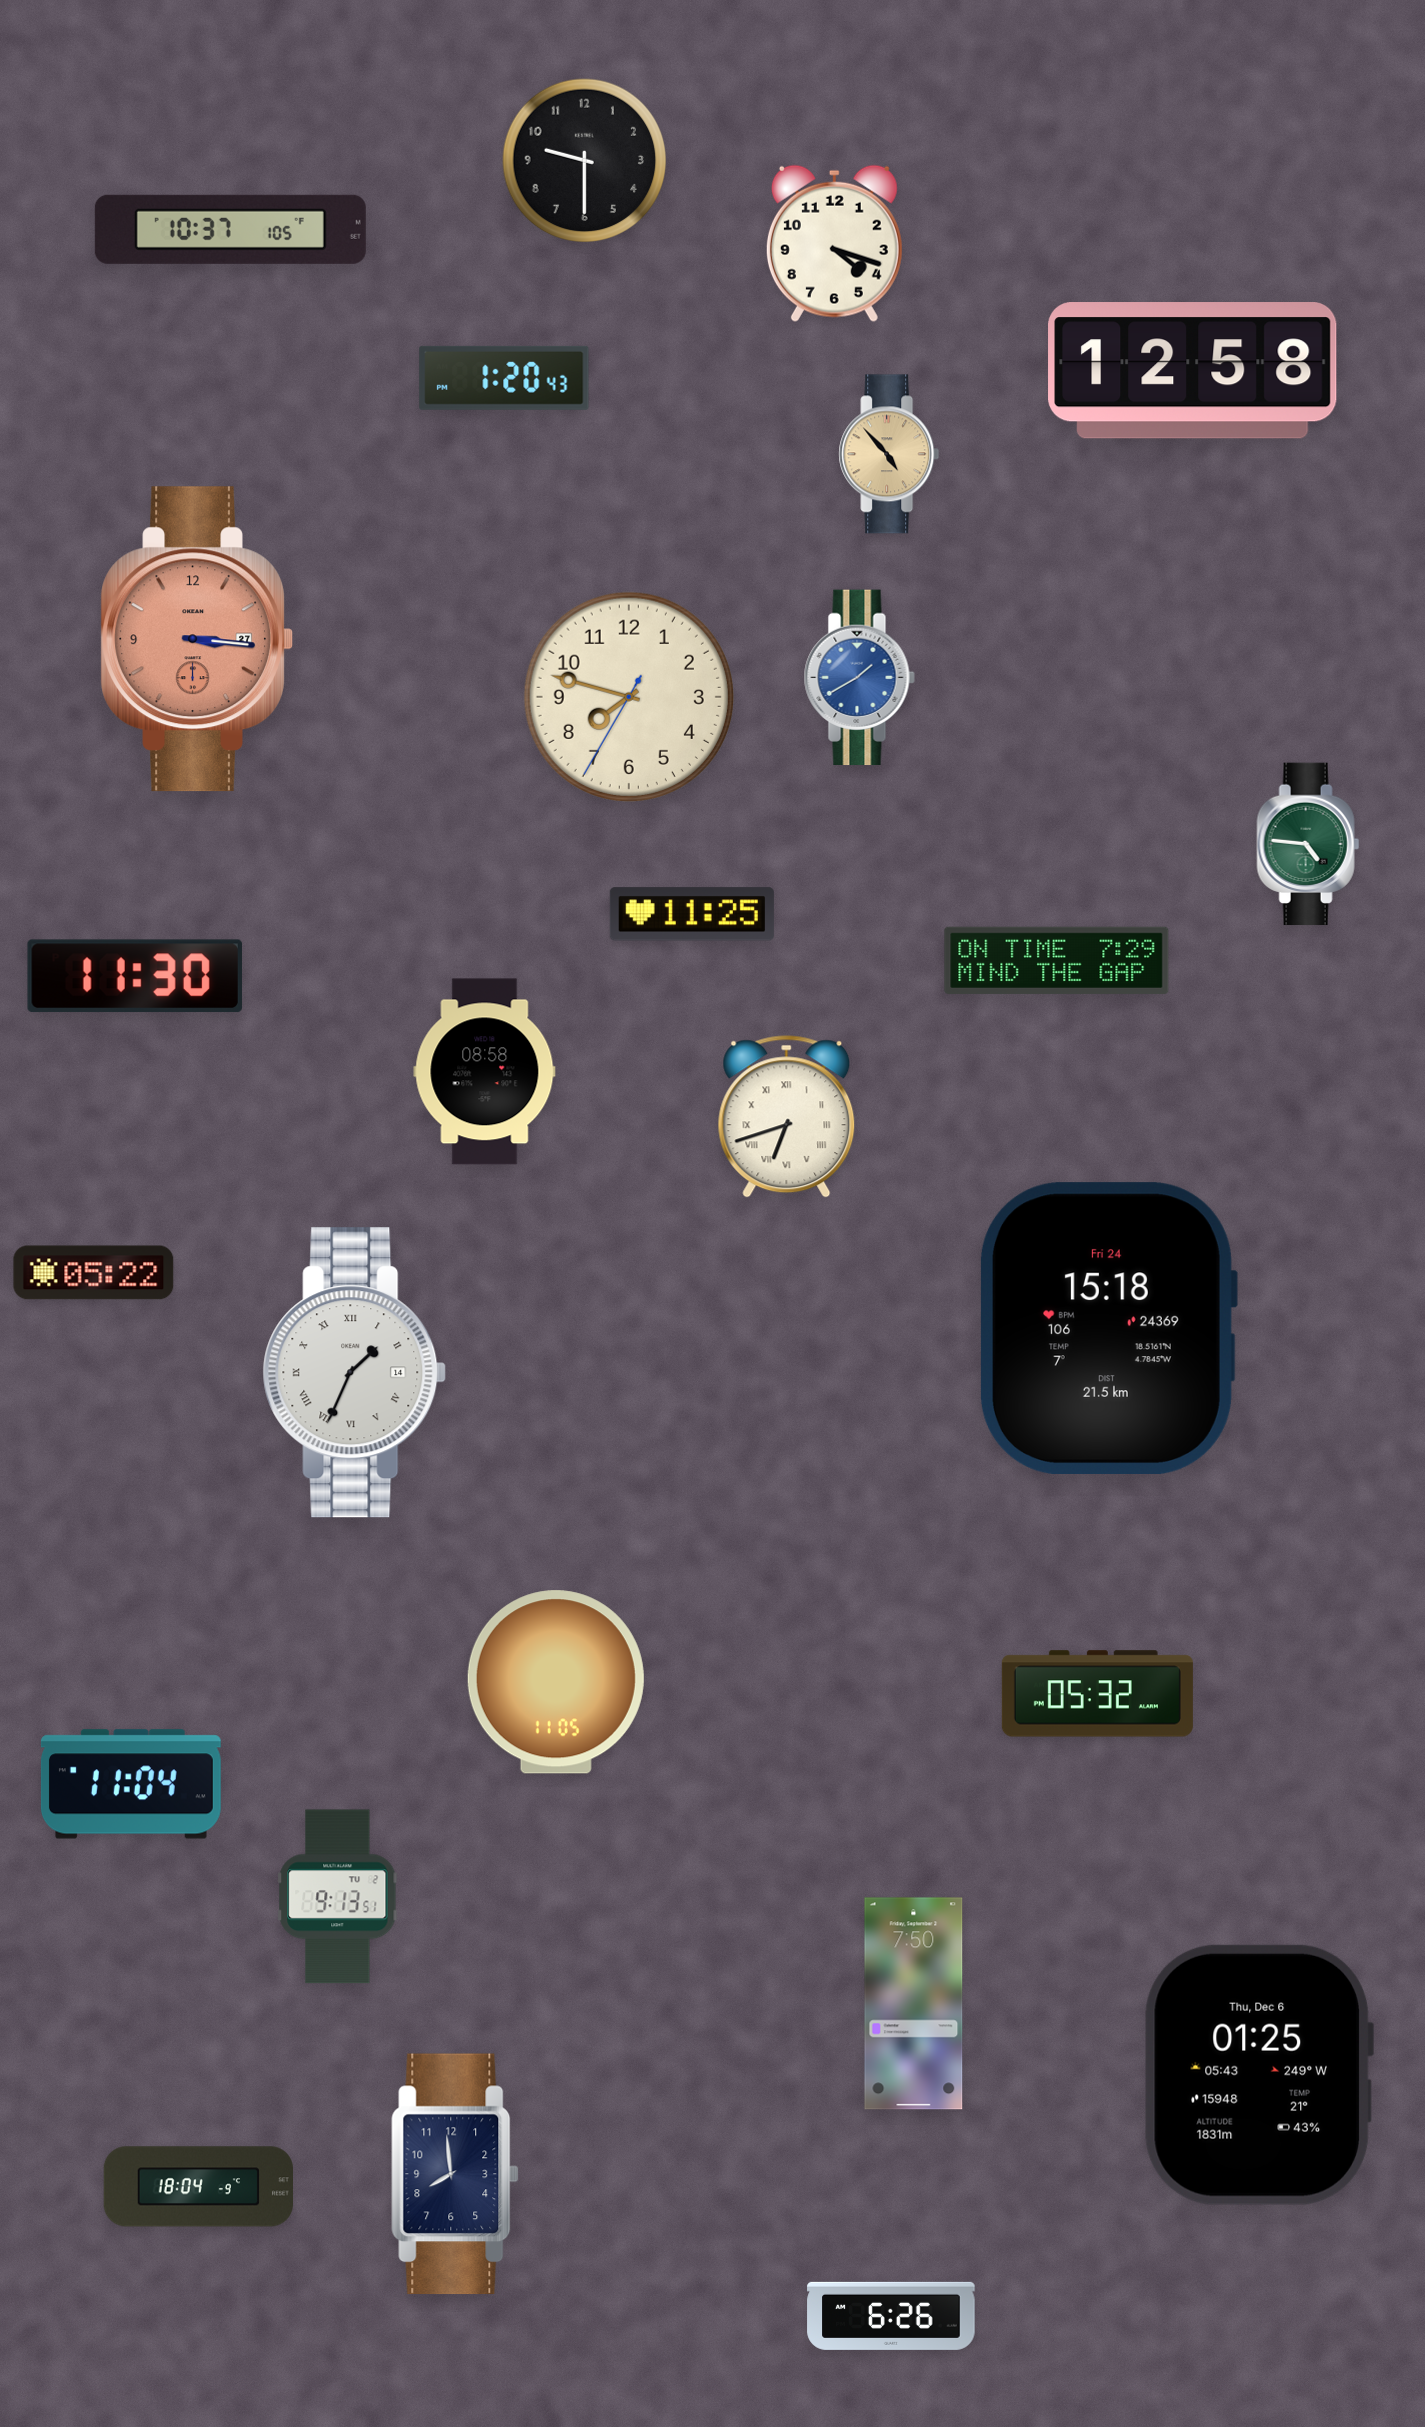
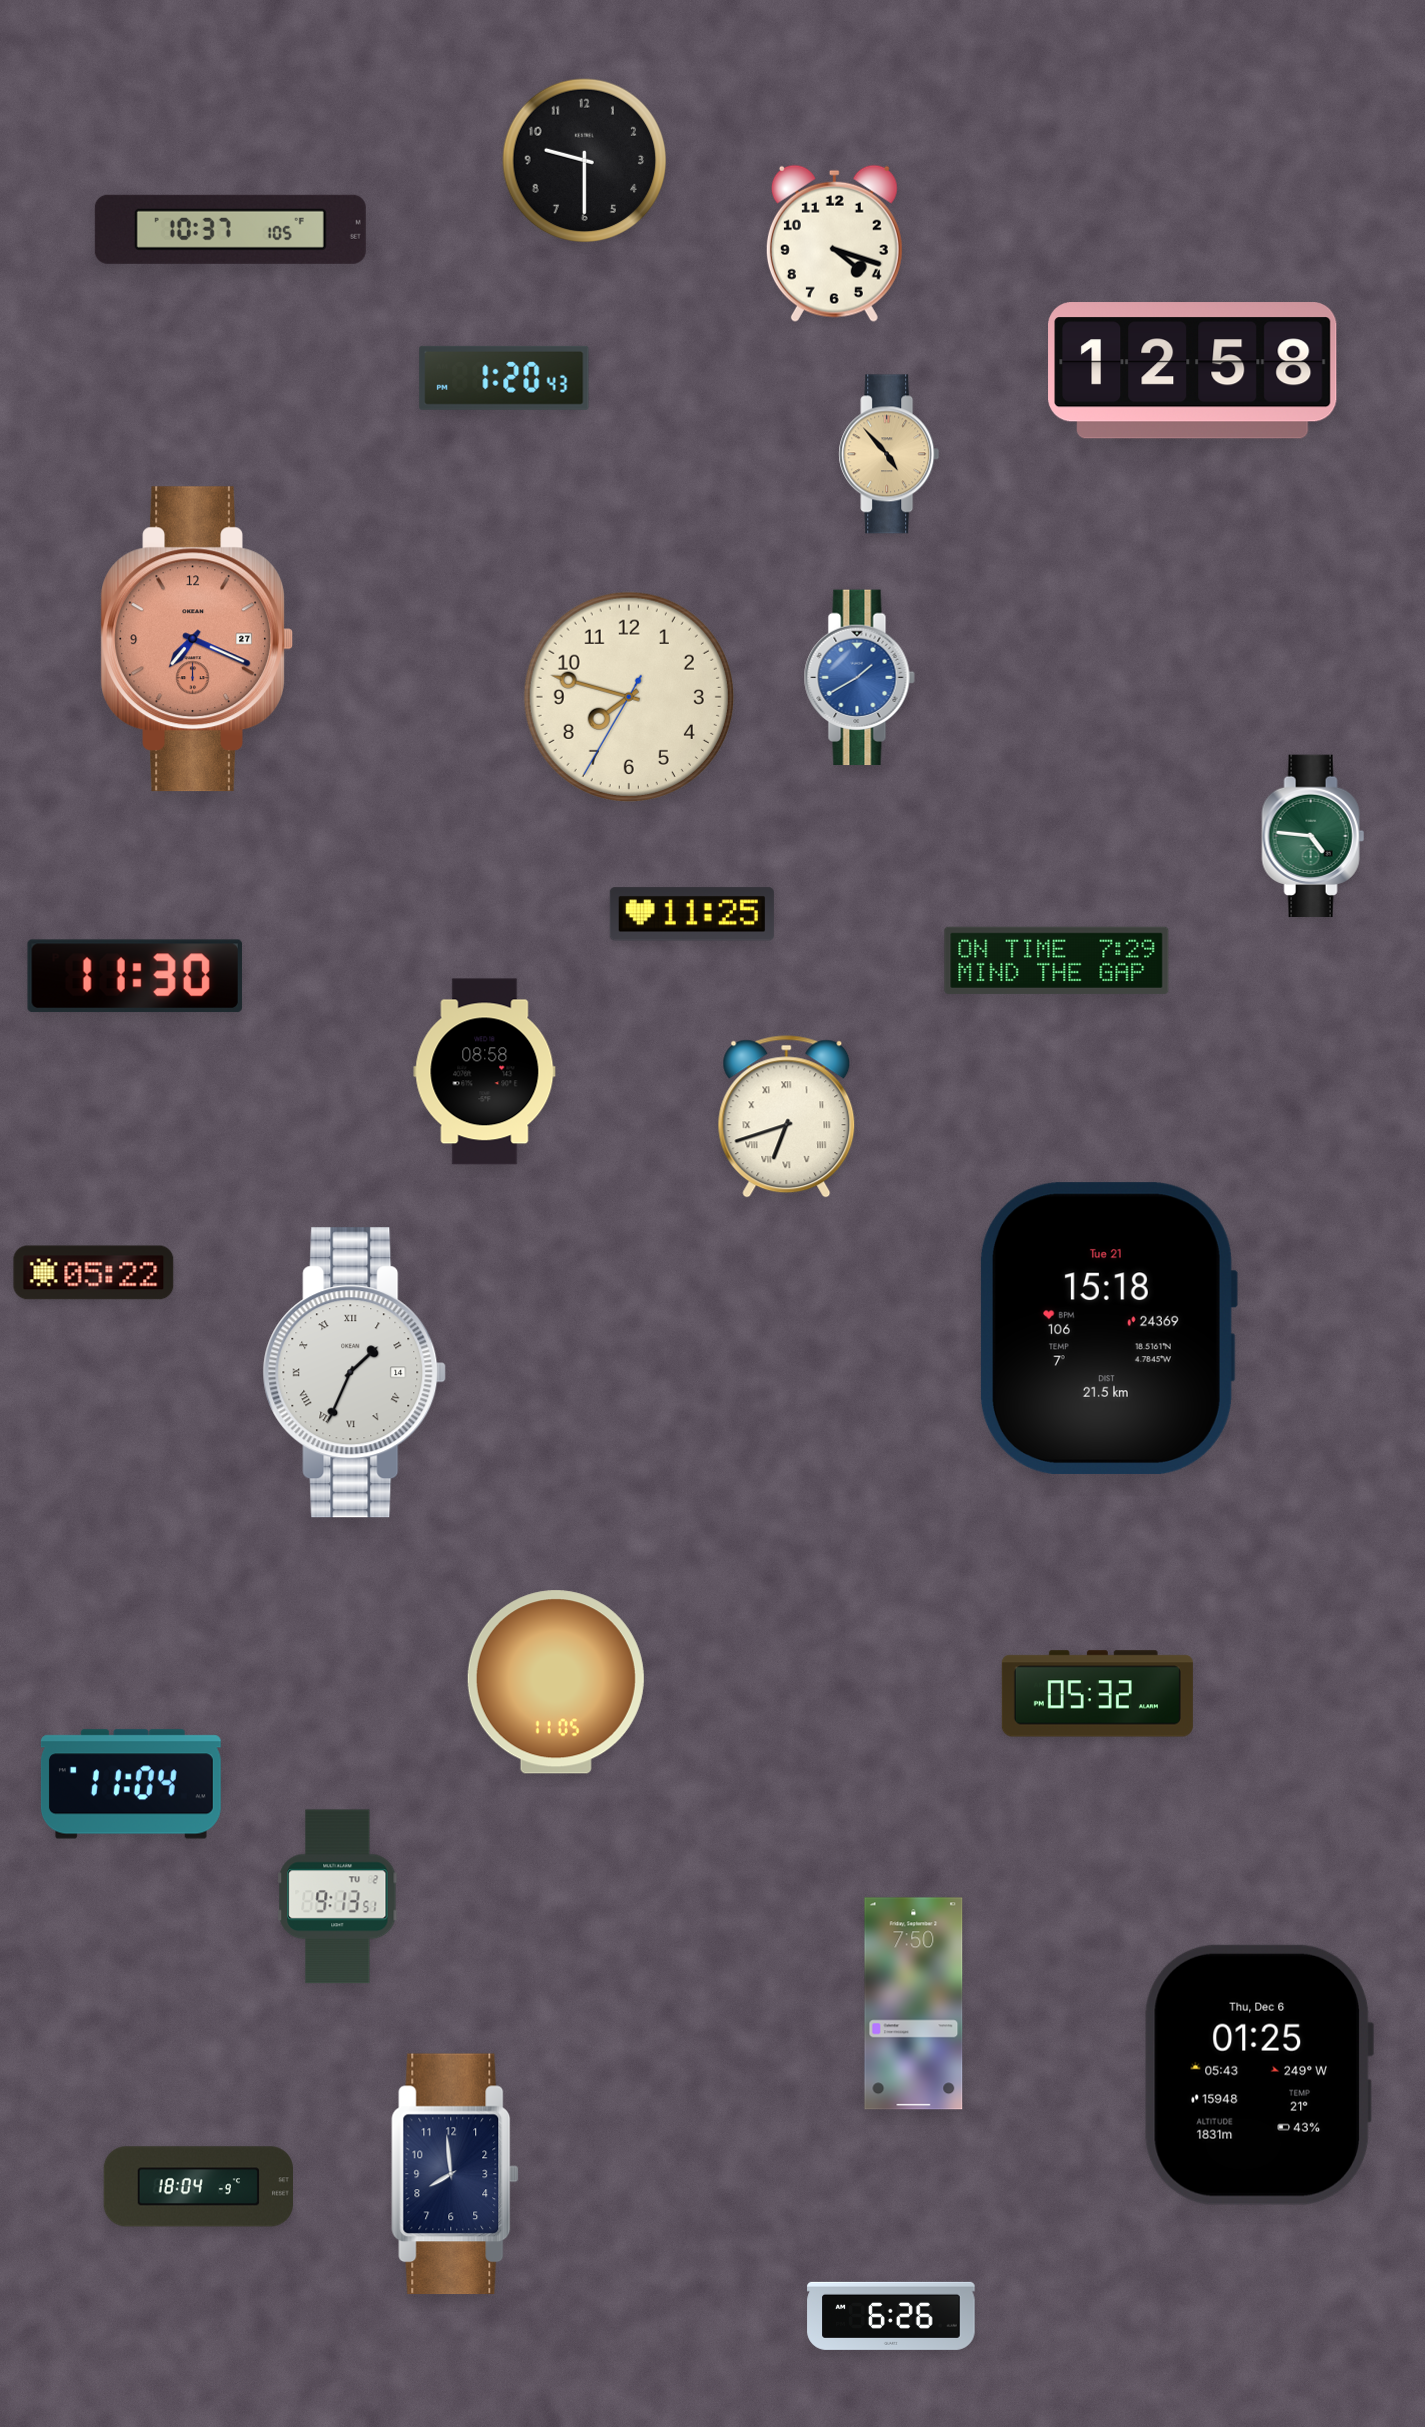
clock at (197, 639): 3:16 -> 7:19
clock at (1308, 844) position: (1308, 844) -> (1313, 836)
clock at (1108, 1328) date: Fri 24 -> Tue 21
